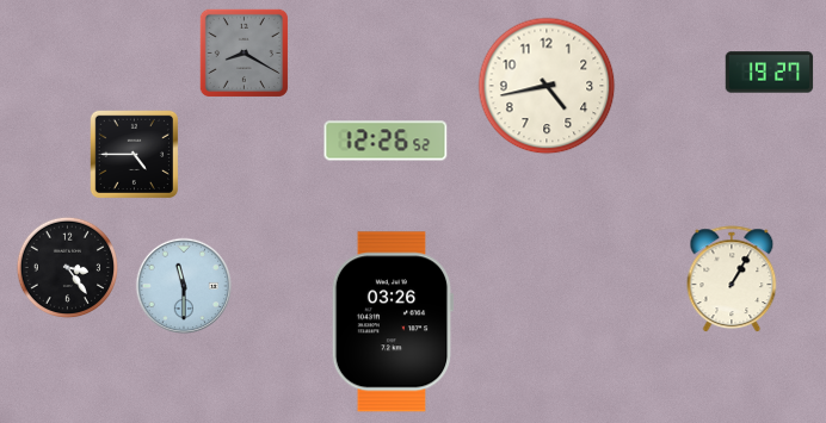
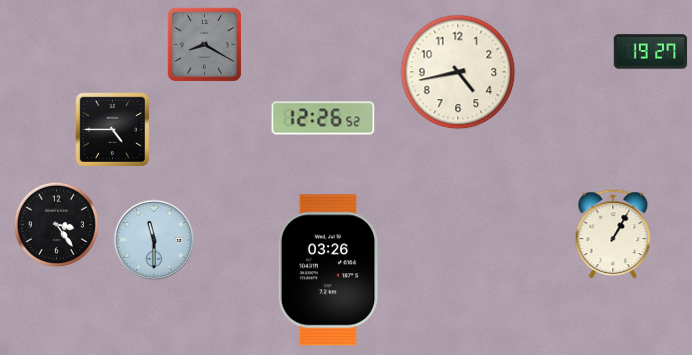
clock at (770, 73) position: (770, 73) -> (651, 52)
